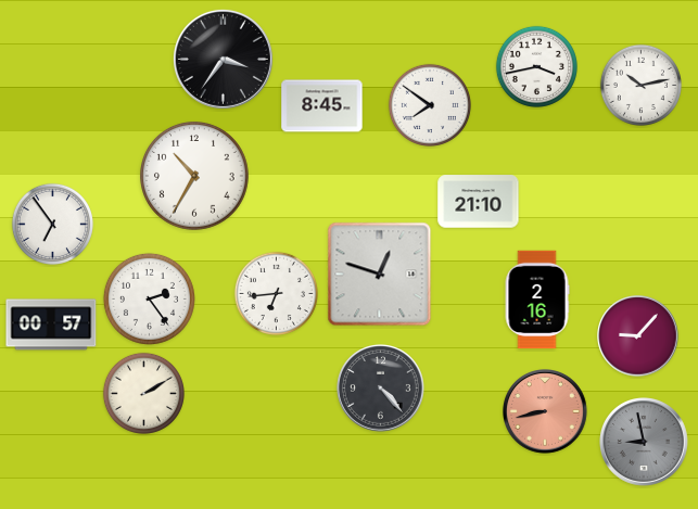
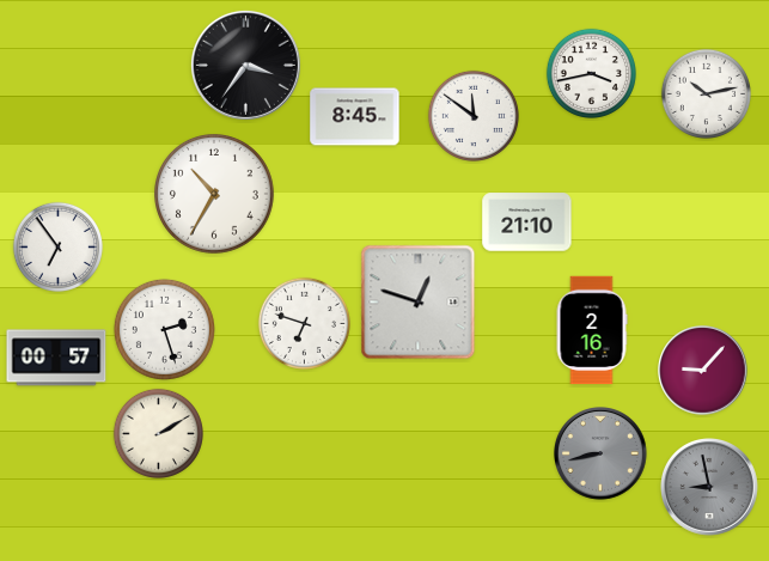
clock at (430, 105): 7:51 -> 11:51
clock at (276, 293): 6:44 -> 6:48
clock at (149, 298): 2:24 -> 2:27
clock at (381, 389): 4:23 -> none
clock at (546, 412) dial: salmon -> grey
